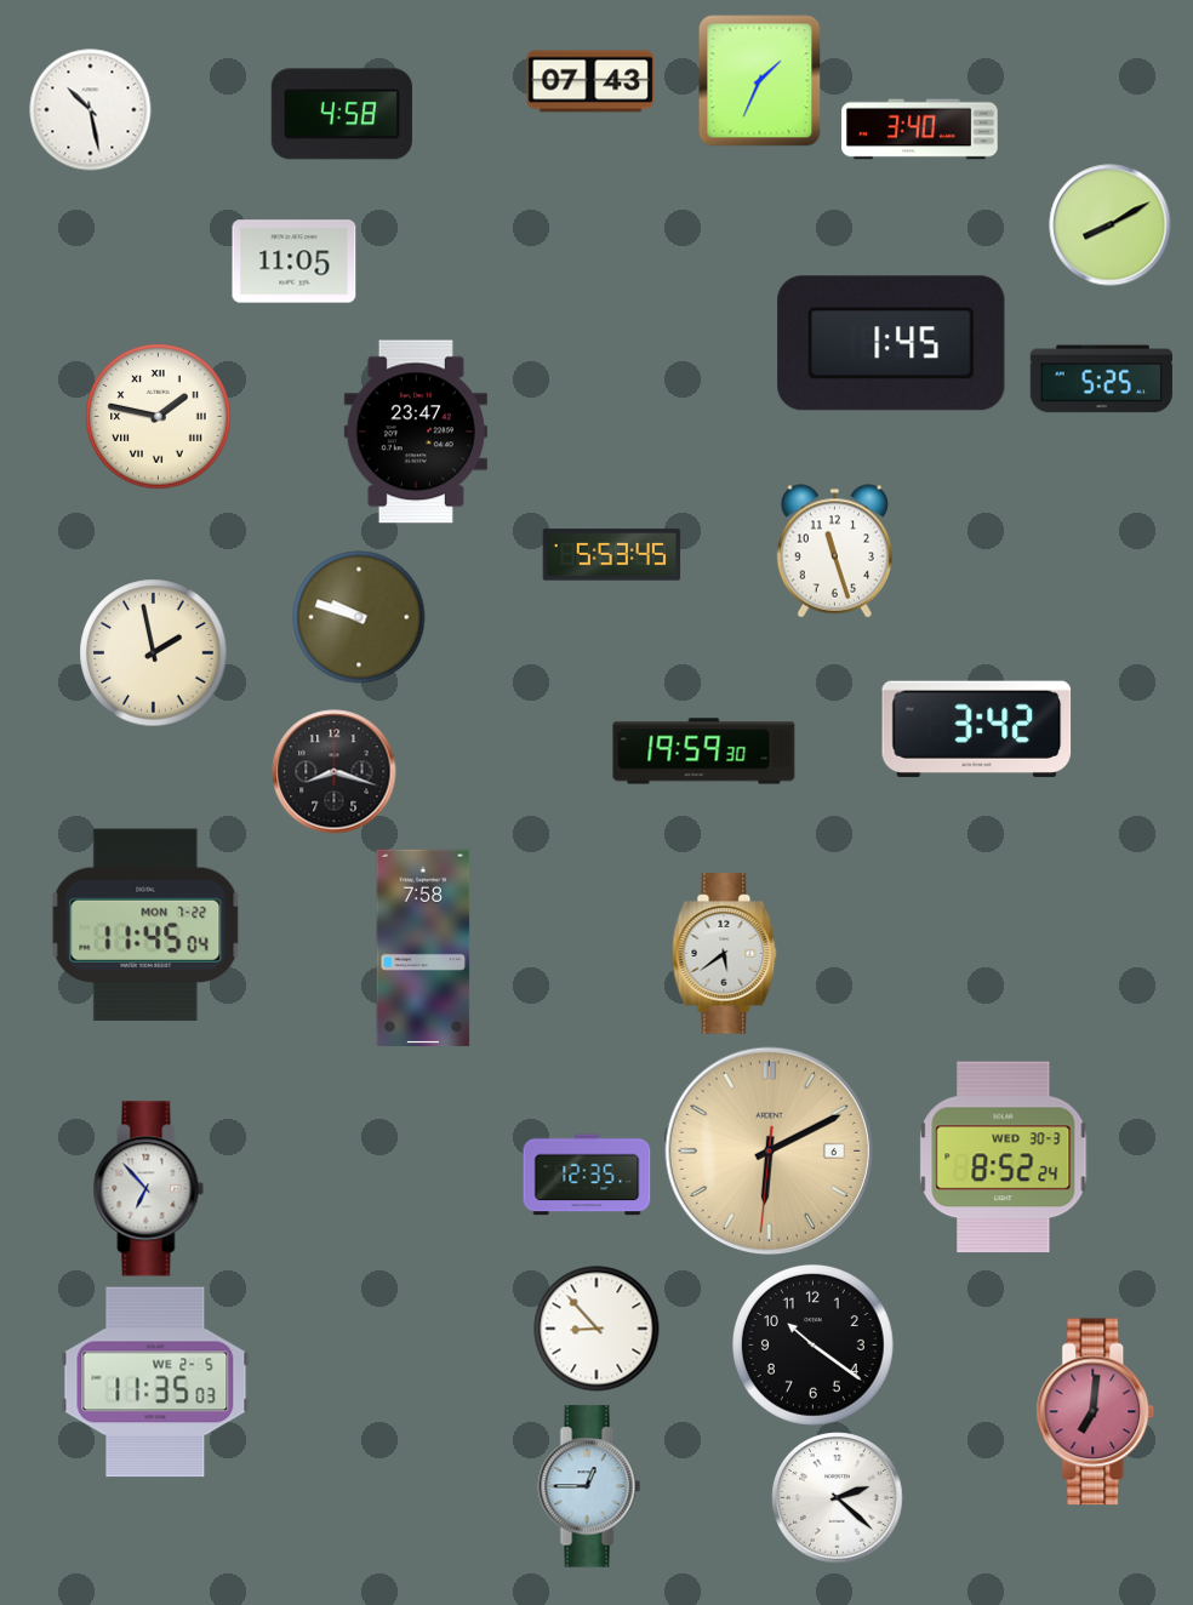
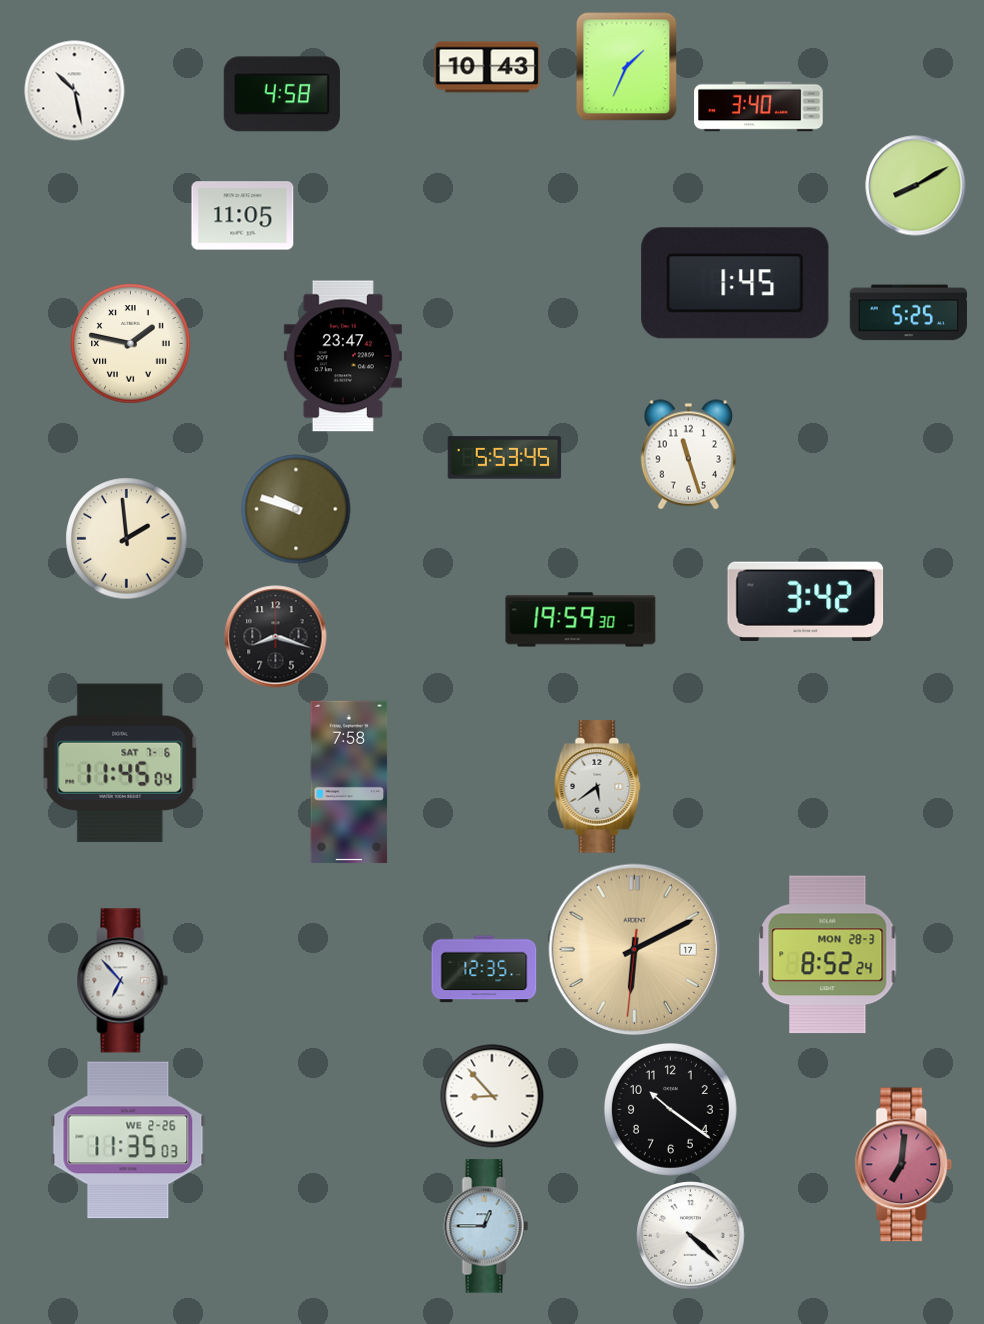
clock at (590, 81): 07:43 -> 10:43
clock at (154, 653): 1:58 -> 1:59
clock at (145, 925) date: MON 7-22 -> SAT 7-6
clock at (770, 1152) date: 6 -> 17
clock at (1004, 1158) date: WED 30-3 -> MON 28-3
clock at (155, 1382) date: WE 2-5 -> WE 2-26
clock at (838, 1498): 2:22 -> 4:22
